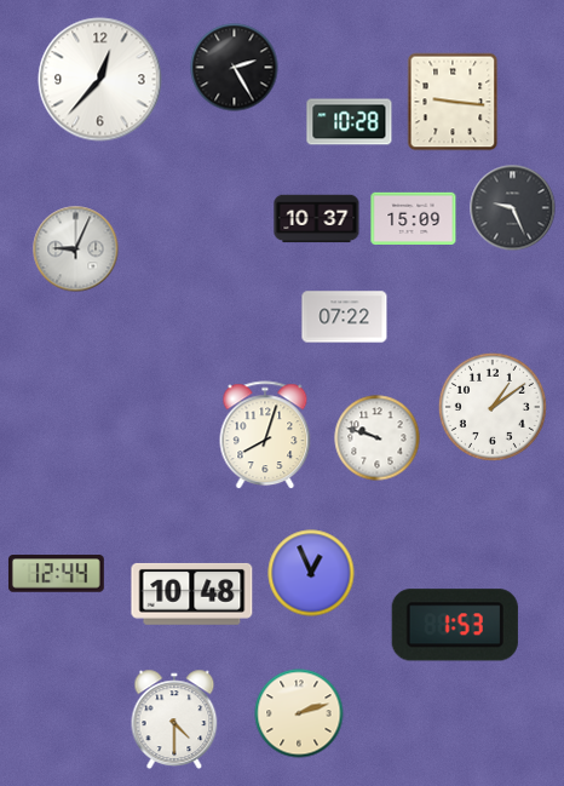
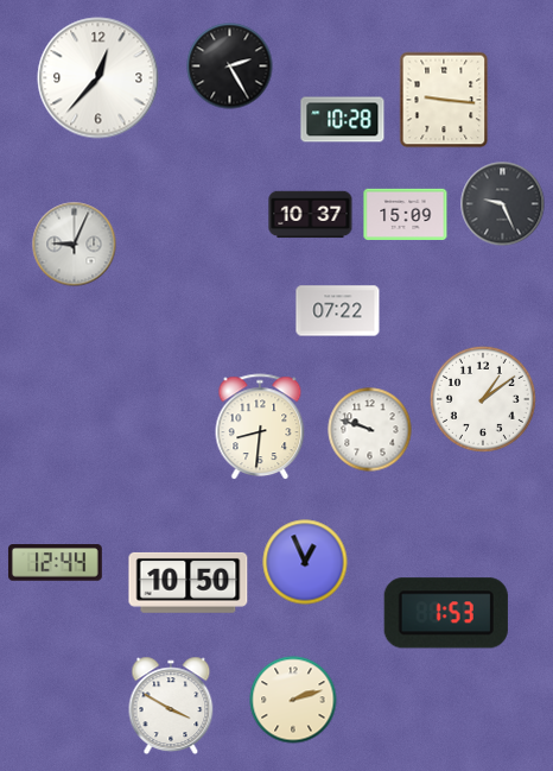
clock at (265, 436): 8:03 -> 8:31
clock at (192, 593): 10:48 -> 10:50
clock at (174, 719): 4:30 -> 3:50
